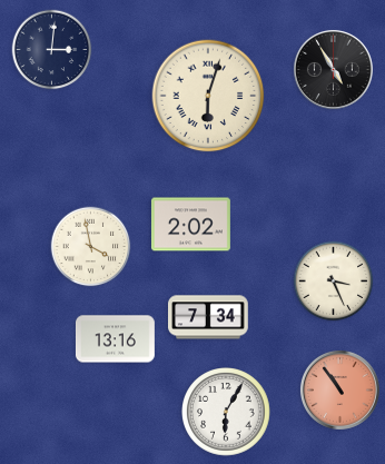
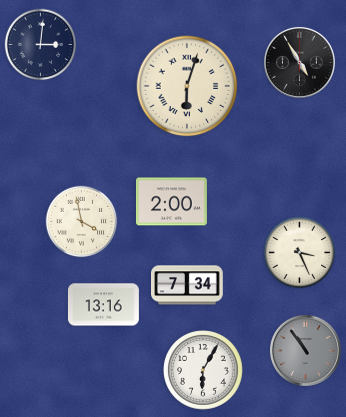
clock at (52, 50) position: (52, 50) -> (41, 45)
clock at (190, 225): 2:02 -> 2:00
clock at (339, 389) dial: salmon -> grey
